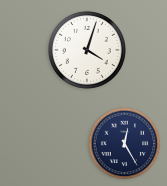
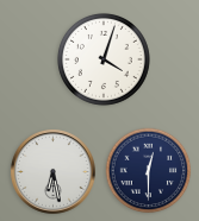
clock at (52, 171): none -> 6:28
clock at (125, 144): 12:25 -> 12:30
